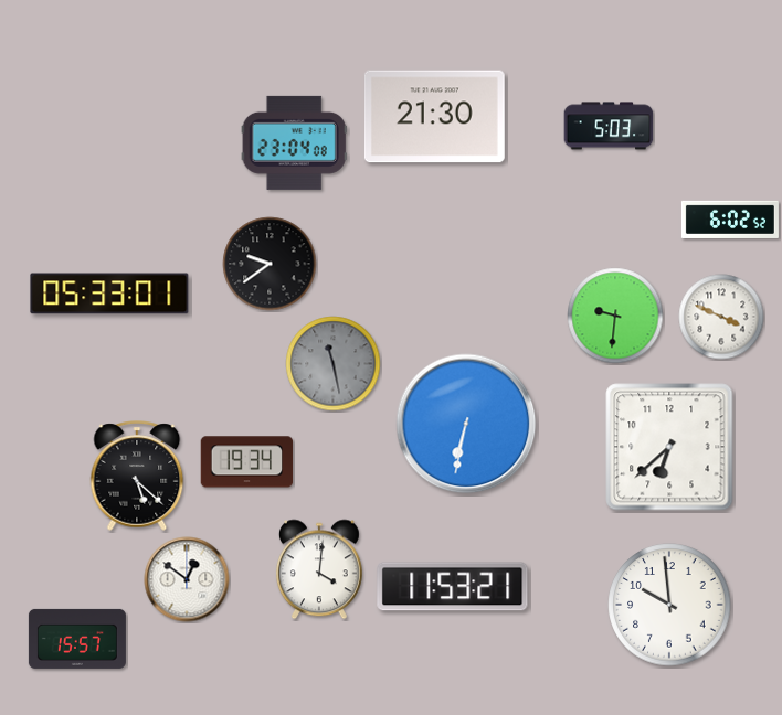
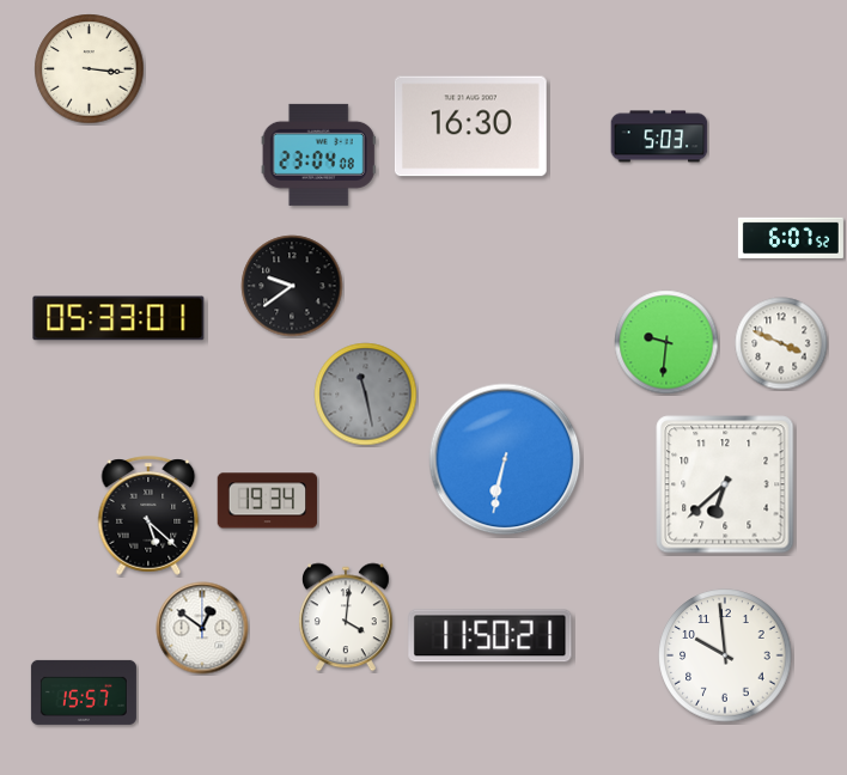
clock at (90, 69): none -> 3:16
clock at (434, 117): 21:30 -> 16:30
clock at (730, 220): 6:02 -> 6:07
clock at (334, 364) position: (334, 364) -> (366, 395)
clock at (453, 587): 11:53 -> 11:50
